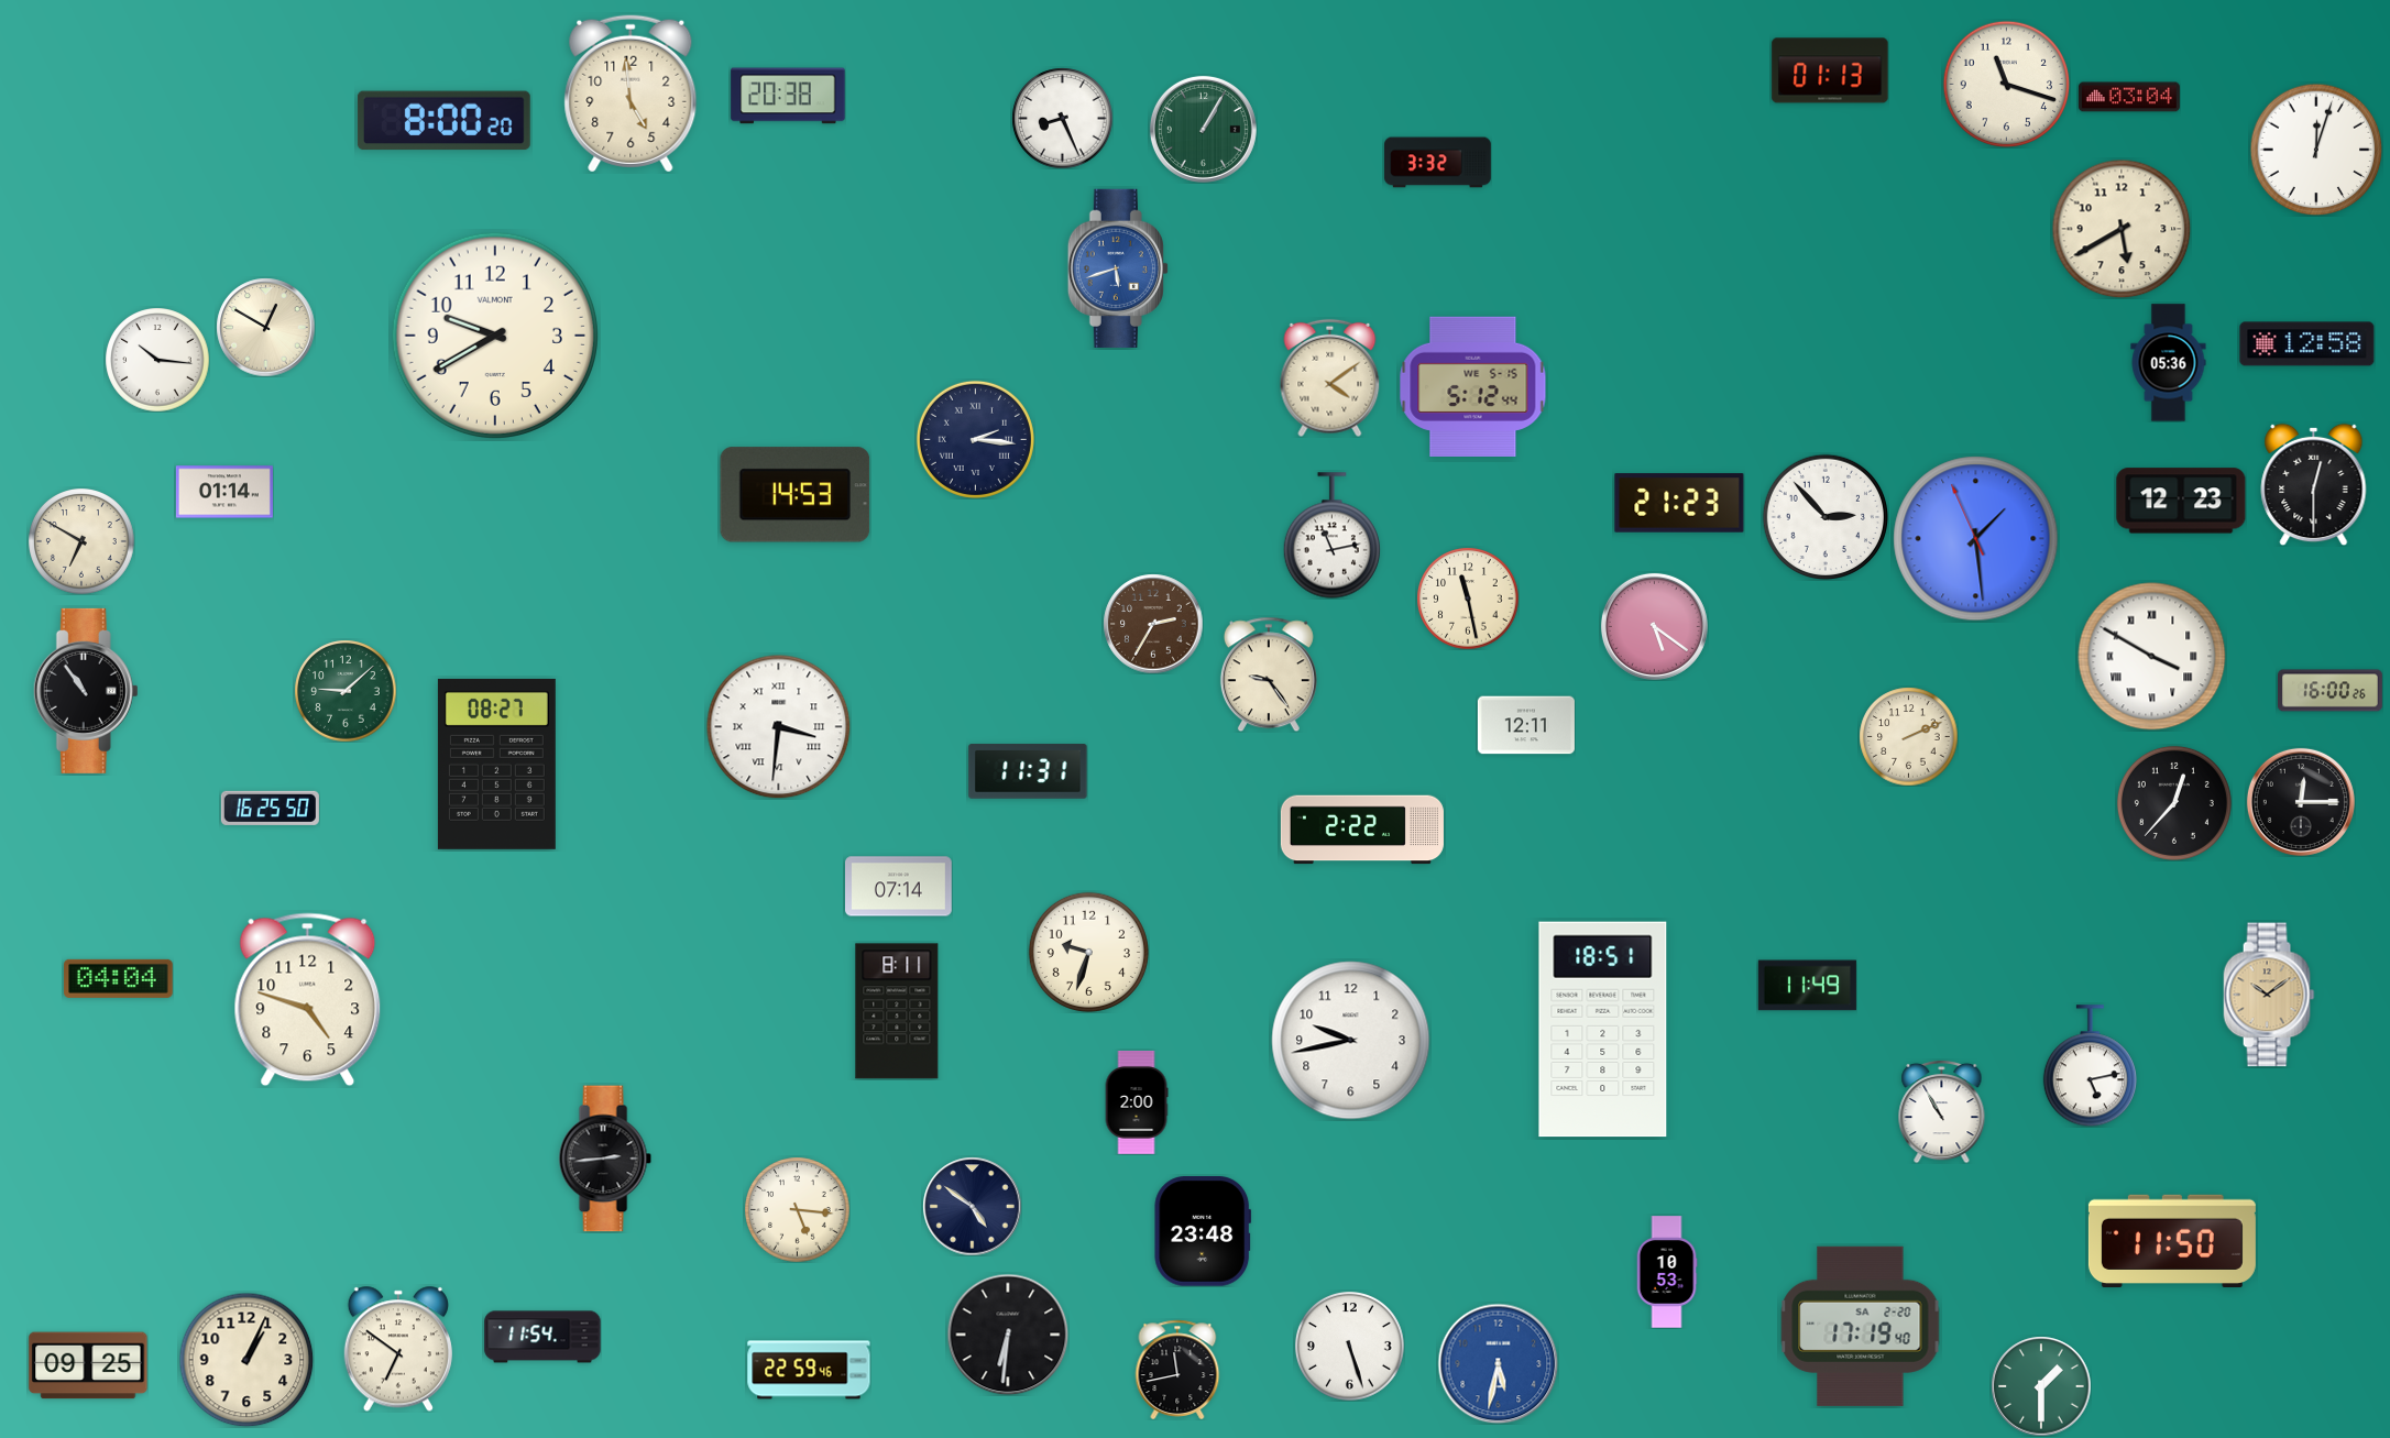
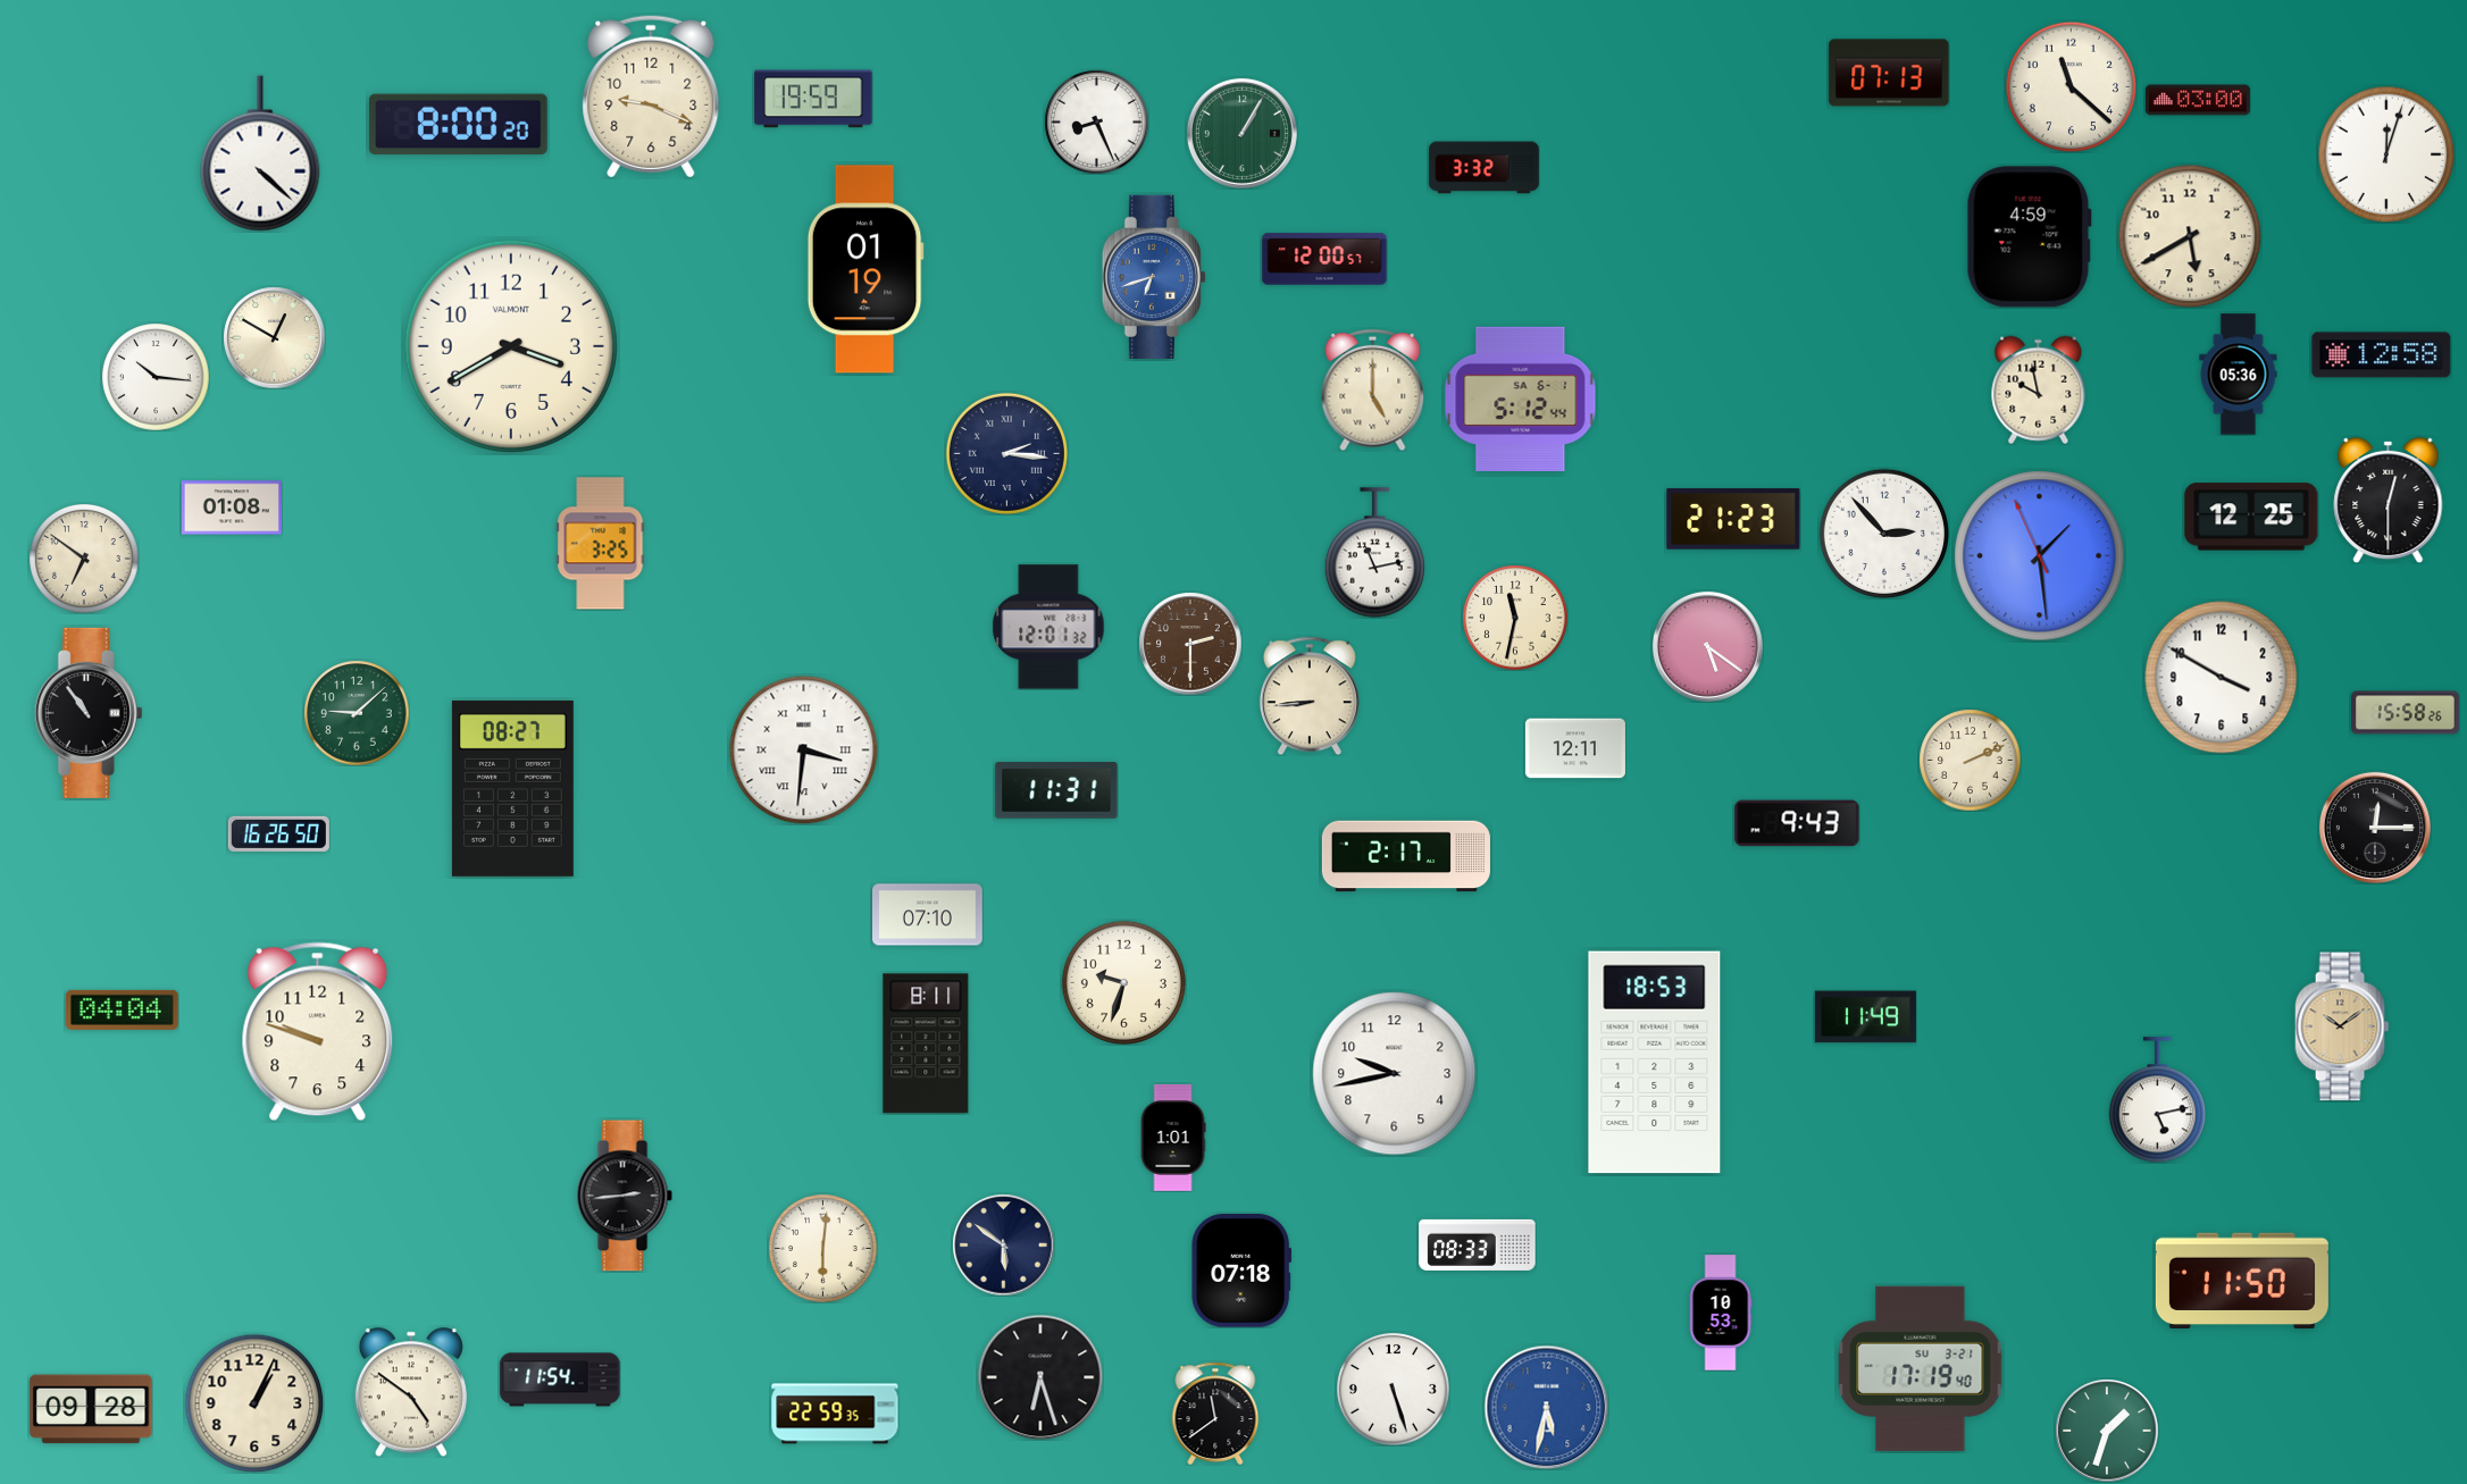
clock at (1830, 70): 01:13 -> 07:13
clock at (2006, 84): 11:18 -> 11:22
clock at (631, 94): 4:59 -> 9:19
clock at (788, 96): 20:38 -> 19:59
clock at (2129, 97): 03:04 -> 03:00
clock at (260, 153): none -> 4:22
clock at (2316, 150) position: (2316, 150) -> (2386, 154)
clock at (2029, 237): none -> 4:59
clock at (1324, 259): none -> 12:00
clock at (865, 269): none -> 01:19
clock at (1118, 268): 5:42 -> 6:42
clock at (494, 334): 9:40 -> 3:40
clock at (157, 360) position: (157, 360) -> (156, 377)
clock at (1330, 377): 4:09 -> 5:00
clock at (2039, 389): none -> 9:58
clock at (1473, 386) date: WE 5-15 -> SA 6-1
clock at (224, 492): 01:14 -> 01:08
clock at (796, 495): 14:53 -> none
clock at (2181, 501): 12:23 -> 12:25
clock at (601, 544): none -> 3:25
clock at (81, 541): 6:50 -> 6:51
clock at (1468, 599): 11:28 -> 11:32
clock at (1048, 627): none -> 12:01
clock at (1153, 624): 2:35 -> 2:30
clock at (2152, 657) numerals: Roman -> Arabic
clock at (1269, 674): 9:24 -> 8:44
clock at (2331, 691): 16:00 -> 15:58
clock at (1028, 771) position: (1028, 771) -> (1056, 790)
clock at (1797, 823): none -> 9:43
clock at (2174, 803): 12:37 -> none
clock at (270, 808): 16:25 -> 16:26
clock at (1362, 830): 2:22 -> 2:17
clock at (899, 887): 07:14 -> 07:10
clock at (308, 1000): 4:48 -> 9:48
clock at (1603, 1030): 18:51 -> 18:53
clock at (1137, 1102): 2:00 -> 1:01
clock at (1942, 1111): 10:55 -> none
clock at (972, 1206): 4:51 -> 5:51
clock at (1478, 1244): none -> 08:33
clock at (797, 1209): 5:16 -> 6:01
clock at (1203, 1232): 23:48 -> 07:18
clock at (1861, 1326) date: SA 2-20 -> SU 3-21
clock at (1008, 1335): 6:31 -> 6:27
clock at (398, 1349): 6:51 -> 4:51
clock at (88, 1365): 09:25 -> 09:28
clock at (1177, 1369): 11:43 -> 11:39
clock at (809, 1370): 22:59:46 -> 22:59:35
clock at (2041, 1386): 1:30 -> 1:33
